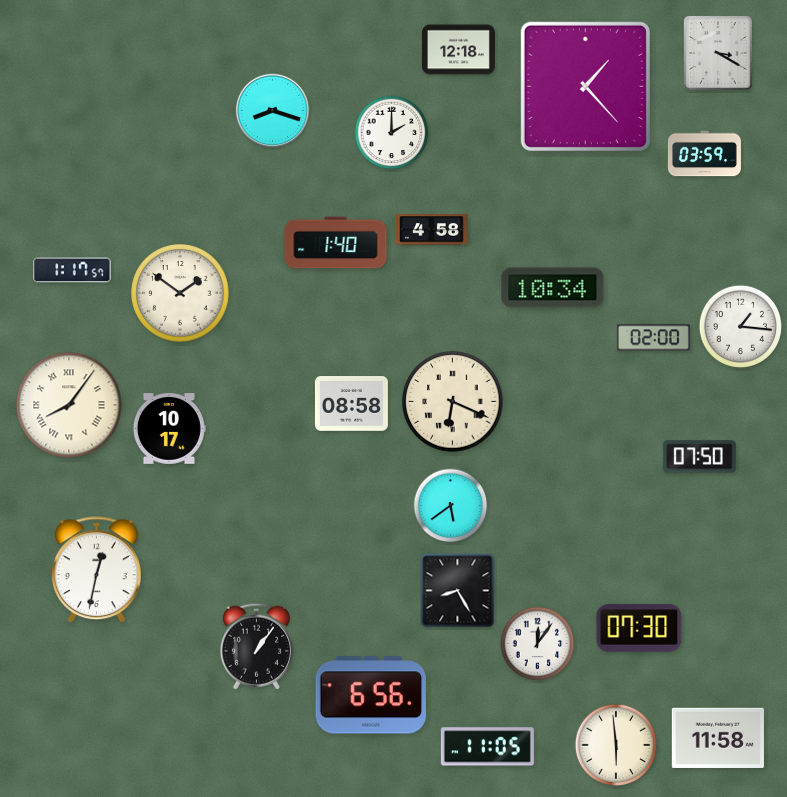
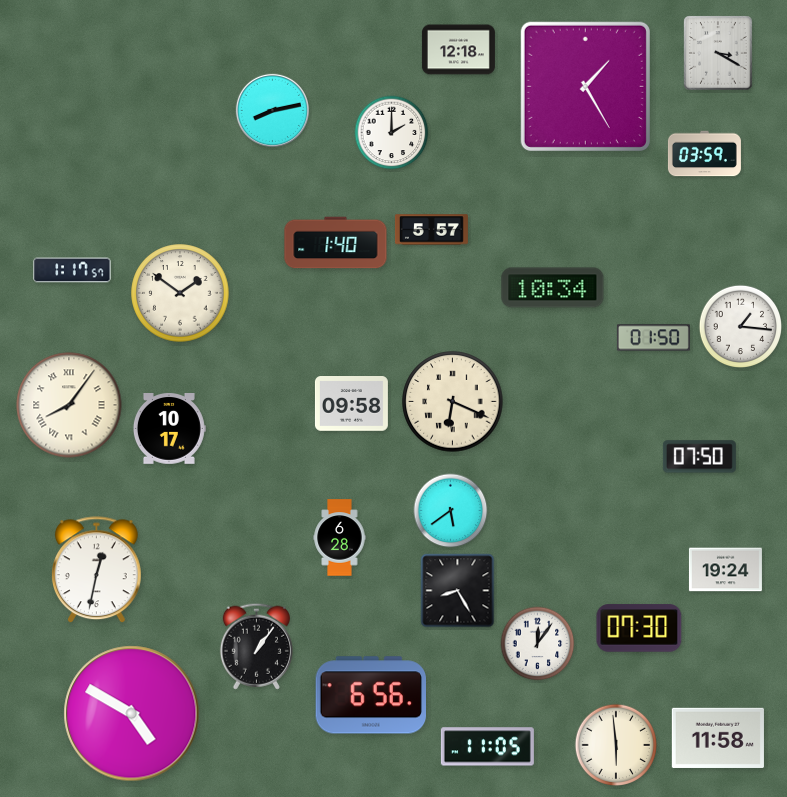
clock at (585, 86): 1:23 -> 1:25
clock at (272, 110): 8:18 -> 8:13
clock at (431, 230): 4:58 -> 5:57
clock at (653, 338): 02:00 -> 01:50
clock at (351, 404): 08:58 -> 09:58
clock at (451, 506) position: (451, 506) -> (451, 511)
clock at (340, 538): none -> 6:28
clock at (725, 570): none -> 19:24
clock at (132, 714): none -> 4:50
